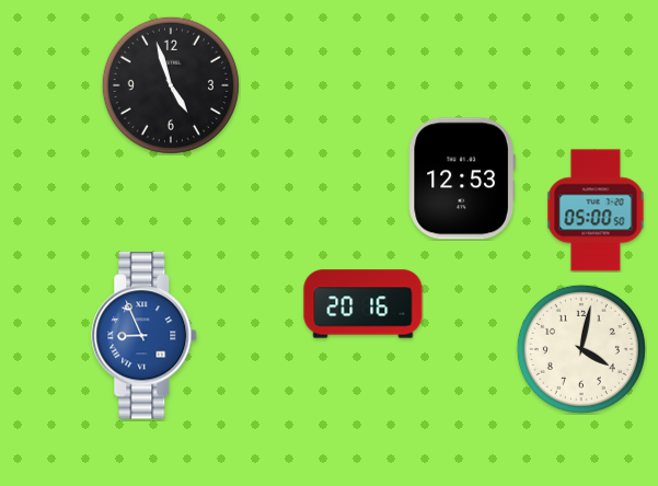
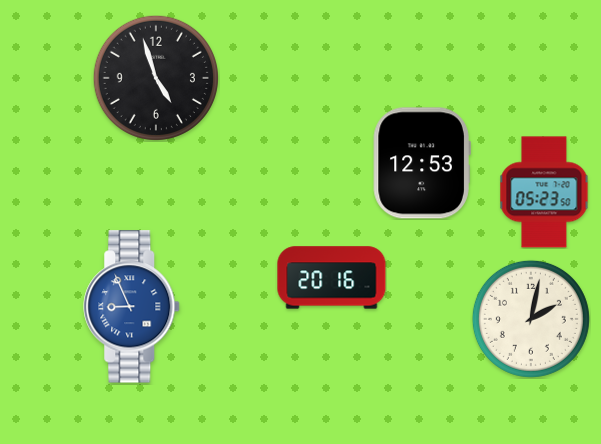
clock at (596, 210): 05:00 -> 05:23
clock at (581, 349): 4:02 -> 2:02
